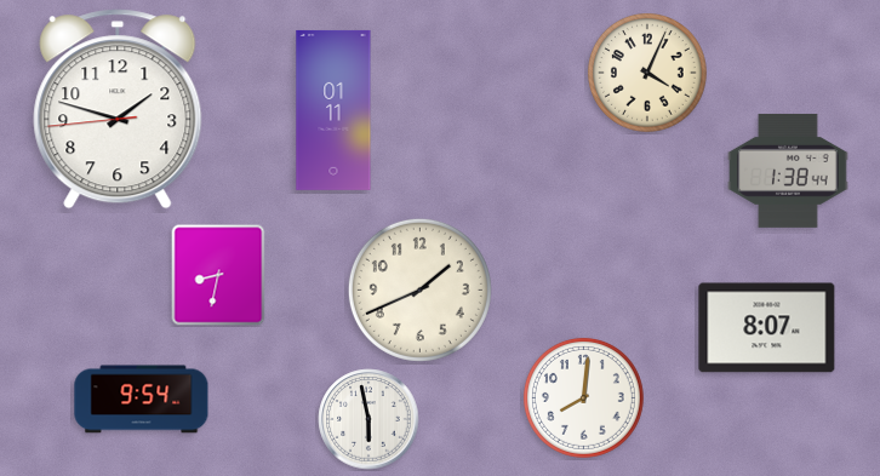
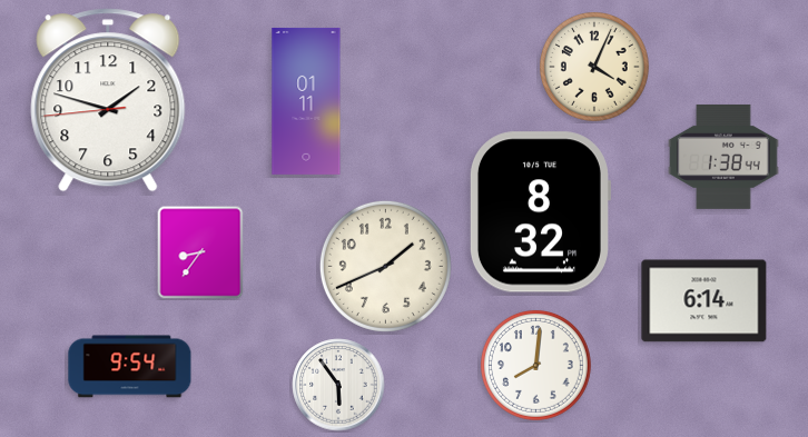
clock at (540, 212): none -> 8:32
clock at (218, 275): 8:32 -> 8:36
clock at (767, 328): 8:07 -> 6:14
clock at (368, 419): 5:58 -> 5:54
